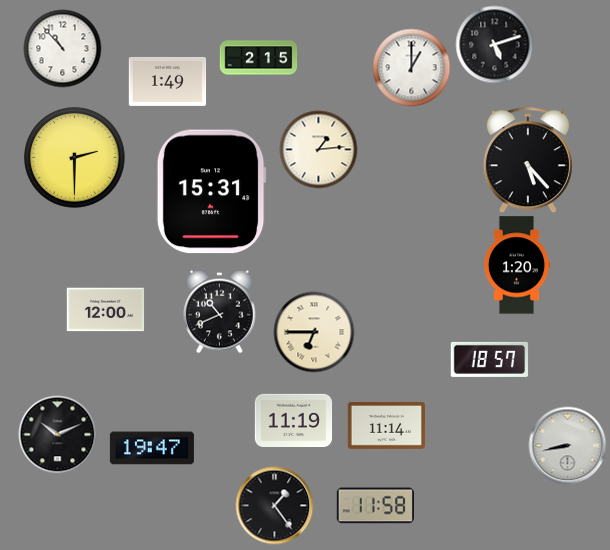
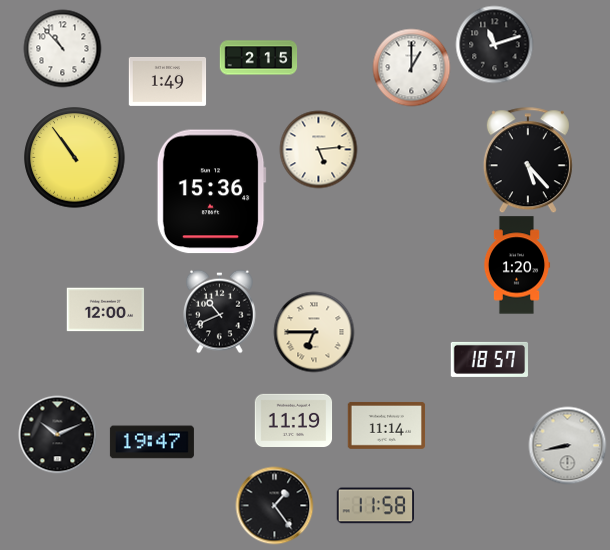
clock at (494, 44): 5:12 -> 11:12
clock at (318, 149): 1:14 -> 5:14
clock at (75, 158): 2:30 -> 10:54
clock at (211, 192): 15:31 -> 15:36
clock at (152, 448) position: (152, 448) -> (152, 442)
